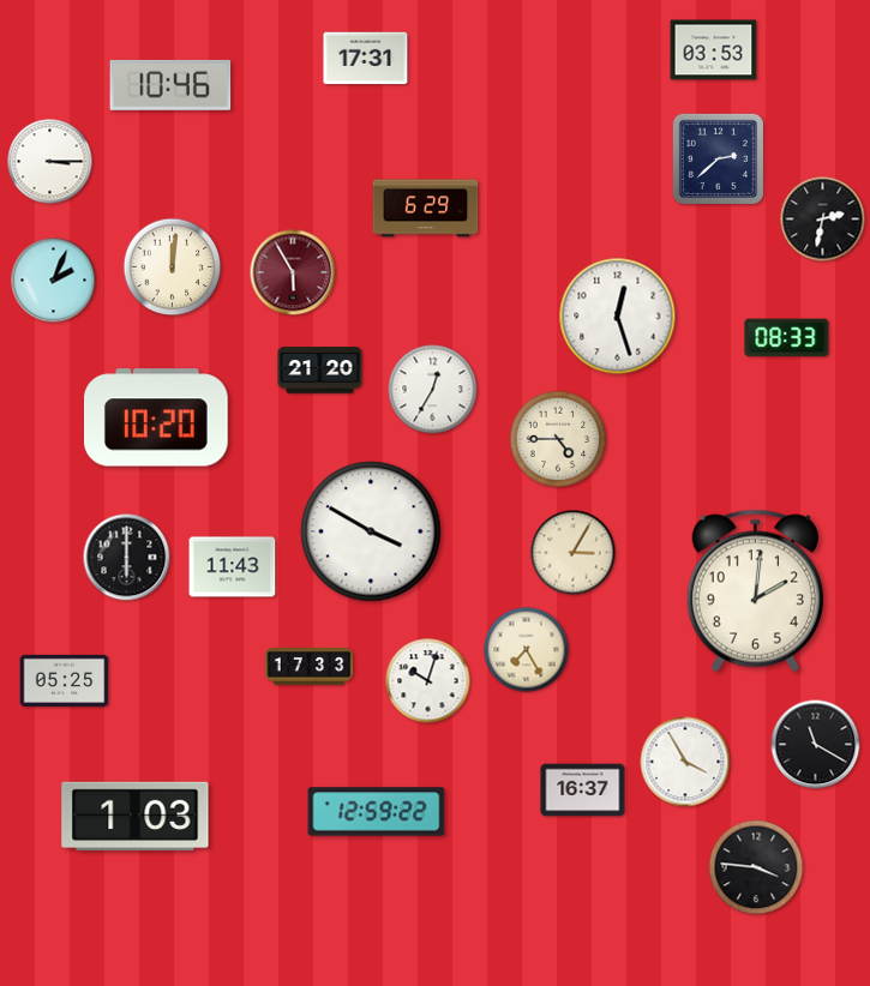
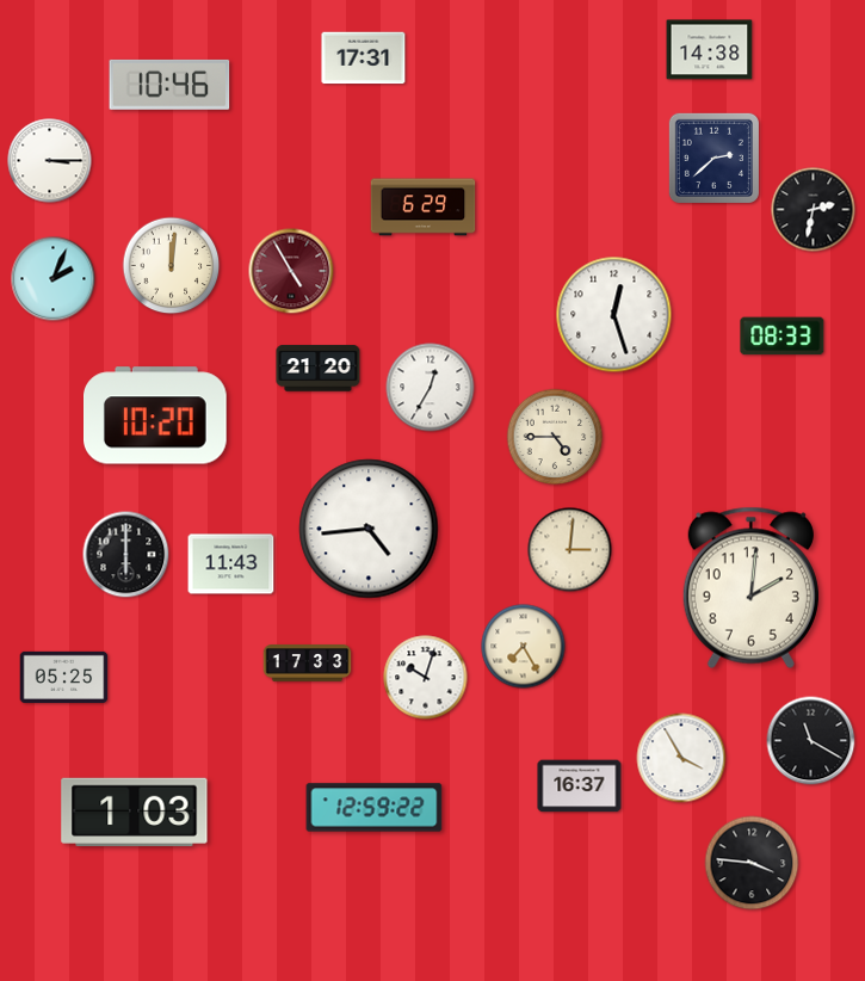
clock at (714, 50): 03:53 -> 14:38
clock at (823, 220) position: (823, 220) -> (814, 210)
clock at (293, 272): 5:55 -> 4:55
clock at (371, 531): 3:50 -> 4:44
clock at (574, 553): 3:05 -> 3:01
